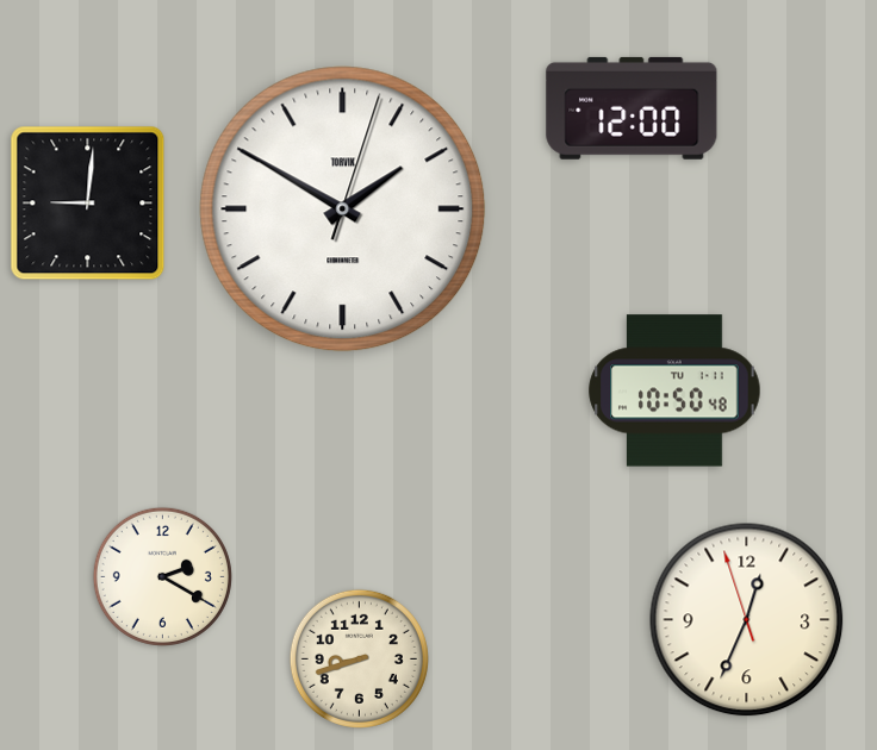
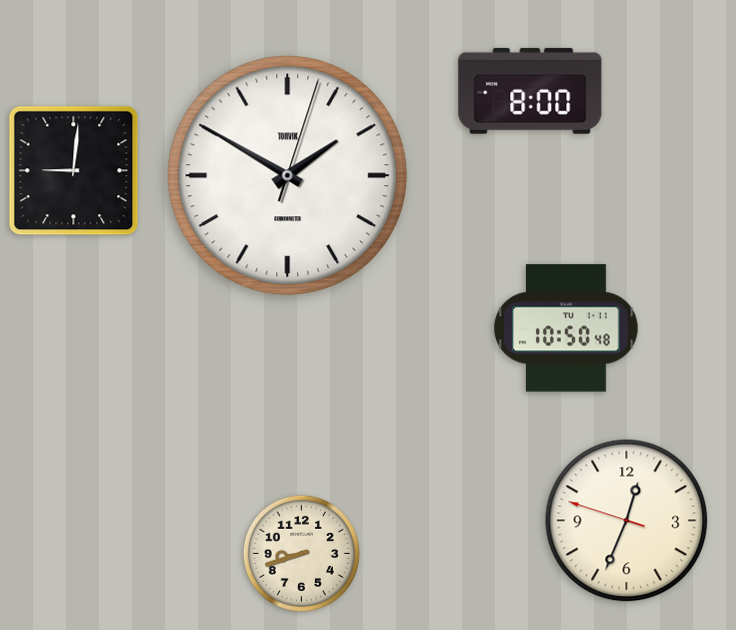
clock at (632, 108): 12:00 -> 8:00
clock at (162, 576): 2:20 -> none
clock at (747, 620): 12:33:57 -> 12:33:48
